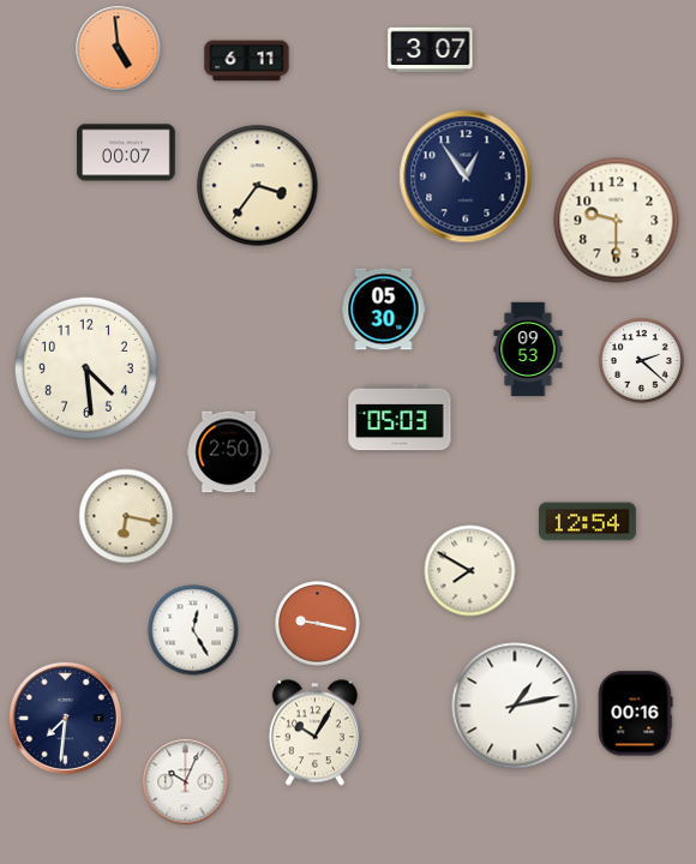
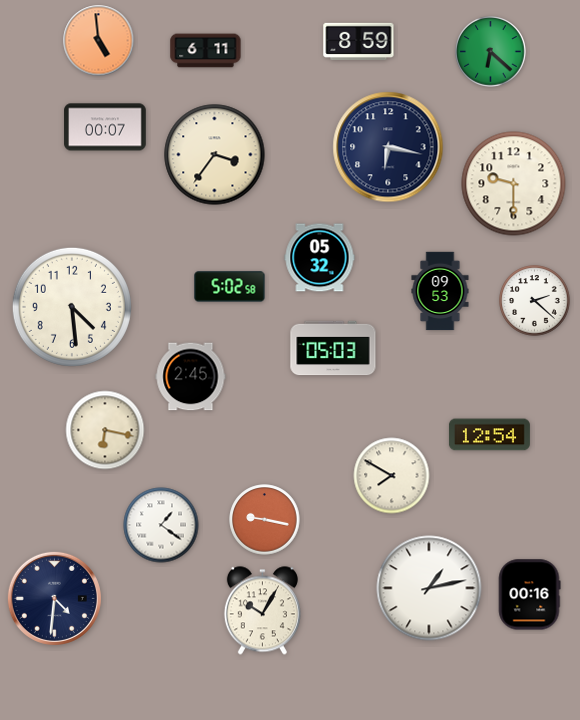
clock at (431, 49): 3:07 -> 8:59
clock at (491, 52): none -> 6:22
clock at (466, 176): 12:54 -> 6:17
clock at (384, 310): 05:30 -> 05:32
clock at (230, 287): none -> 5:02
clock at (229, 452): 2:50 -> 2:45
clock at (193, 630): 12:25 -> 1:21
clock at (65, 718): 7:31 -> 4:31
clock at (186, 782): 10:04 -> none
